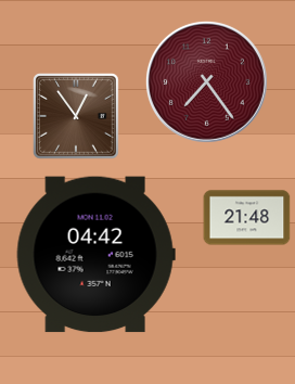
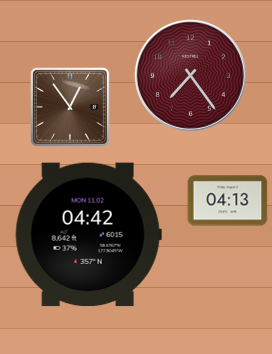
clock at (247, 218): 21:48 -> 04:13
